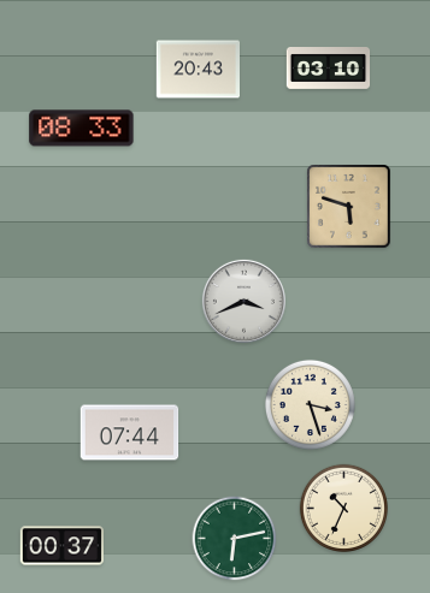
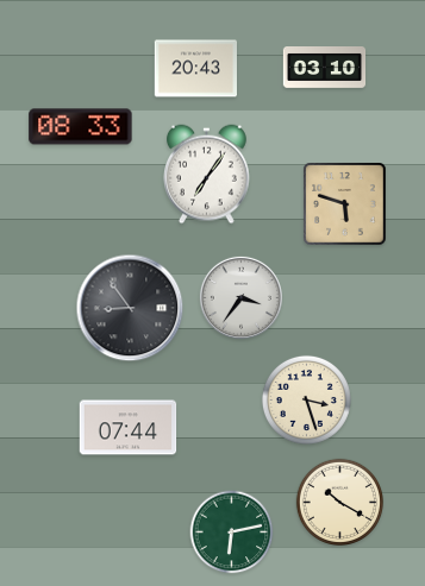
clock at (207, 175): none -> 7:06
clock at (243, 301): 3:41 -> 3:36
clock at (130, 308): none -> 8:54
clock at (343, 508): 10:34 -> 10:20
clock at (61, 546): 00:37 -> none
